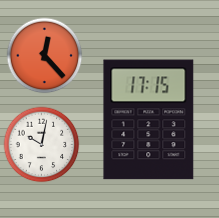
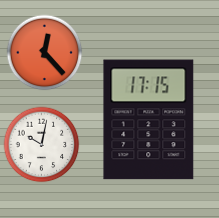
clock at (45, 56) position: (45, 56) -> (45, 53)
